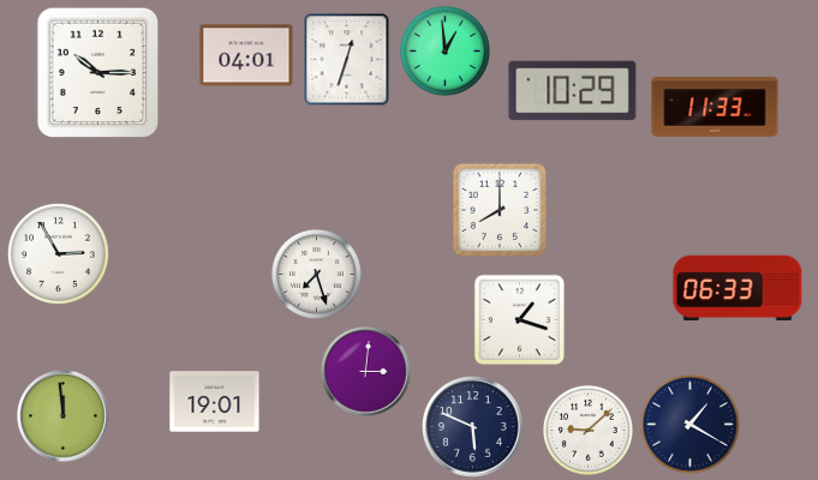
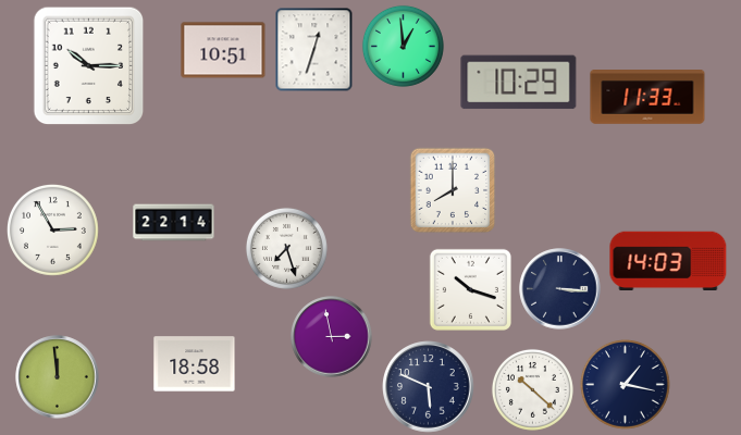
clock at (246, 55): 04:01 -> 10:51
clock at (347, 60) position: (347, 60) -> (314, 50)
clock at (174, 223): none -> 22:14
clock at (738, 287): 06:33 -> 14:03
clock at (519, 319): 1:18 -> 10:18
clock at (560, 289): none -> 3:16
clock at (366, 372): 3:01 -> 2:58
clock at (215, 402): 19:01 -> 18:58
clock at (689, 424): 1:20 -> 1:17
clock at (587, 430): 9:08 -> 10:22
